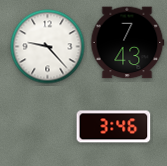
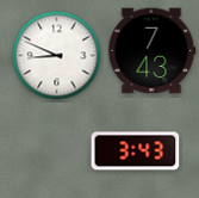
clock at (48, 47): 9:23 -> 8:49
clock at (114, 127): 3:46 -> 3:43
